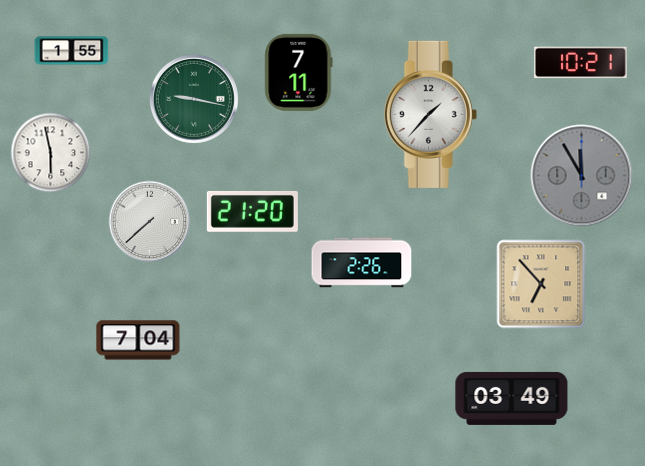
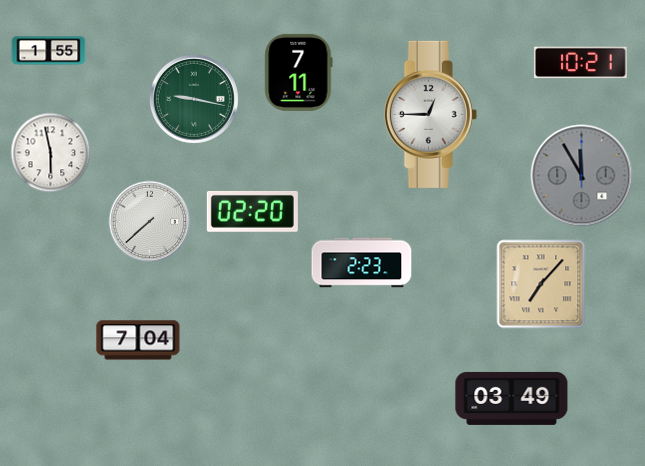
clock at (72, 51) position: (72, 51) -> (49, 51)
clock at (430, 114): 1:37 -> 12:45
clock at (252, 211): 21:20 -> 02:20
clock at (362, 263): 2:26 -> 2:23
clock at (541, 284): 6:53 -> 7:07
